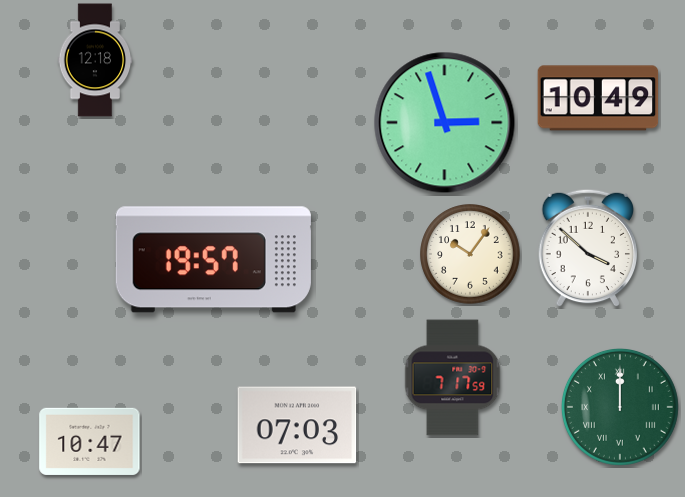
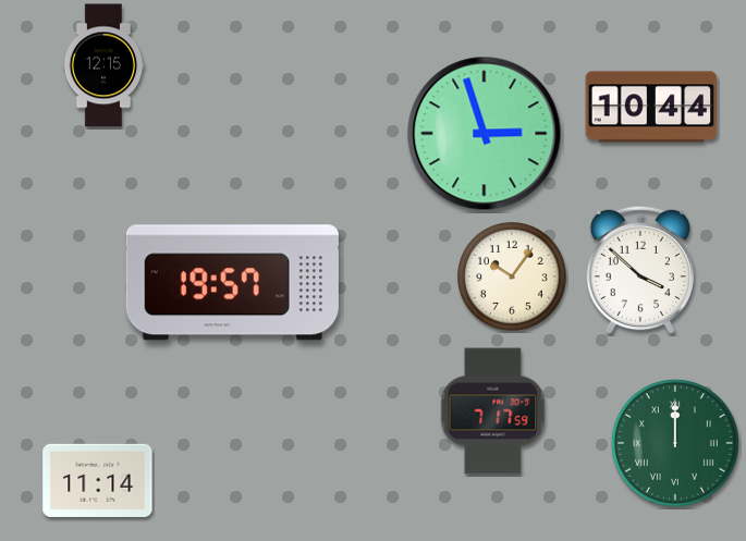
clock at (95, 60): 12:18 -> 12:15
clock at (598, 98): 10:49 -> 10:44
clock at (297, 425): 07:03 -> none
clock at (90, 441): 10:47 -> 11:14
